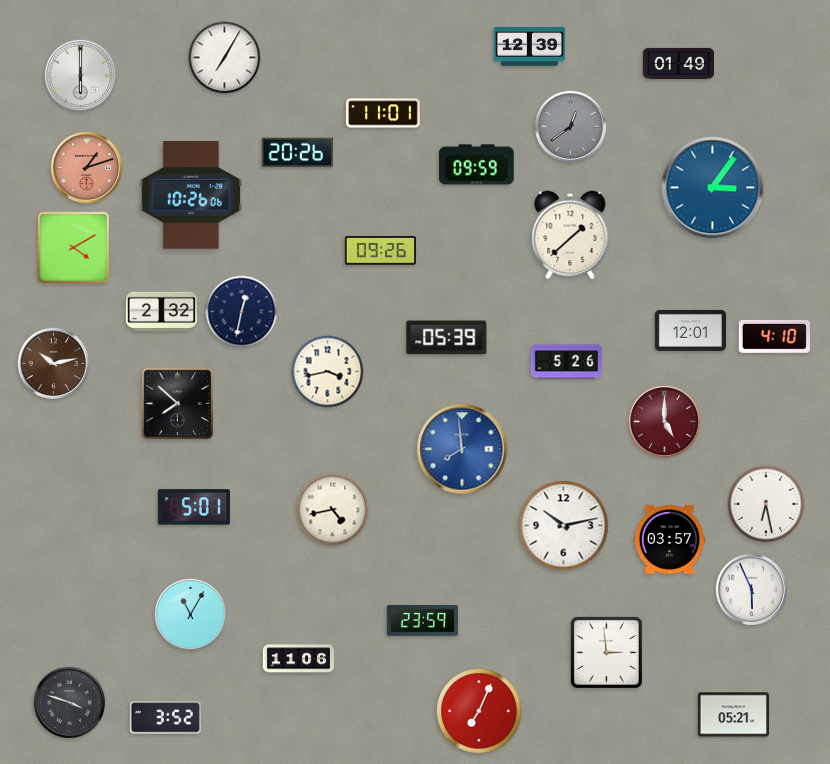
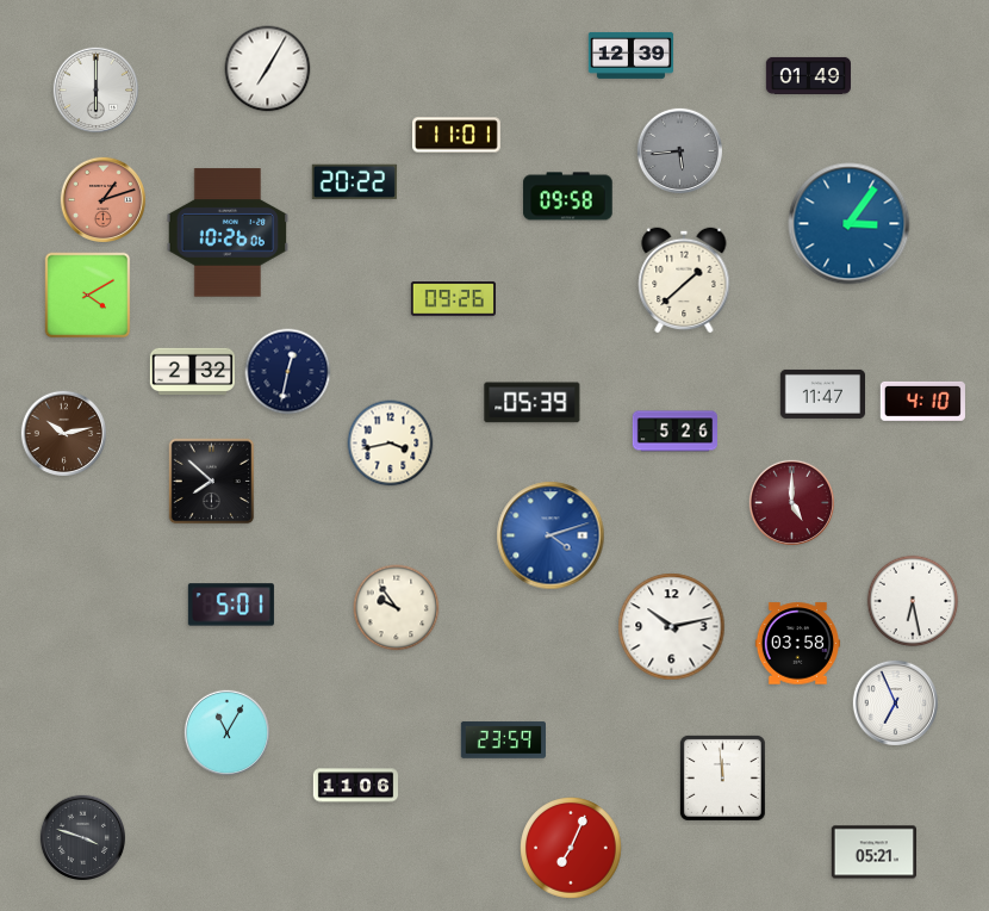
clock at (571, 127): 12:39 -> 5:44
clock at (297, 153): 20:26 -> 20:22
clock at (477, 165): 09:59 -> 09:58
clock at (570, 235) position: (570, 235) -> (684, 280)
clock at (690, 330): 12:01 -> 11:47
clock at (462, 449): 7:59 -> 4:12
clock at (333, 510): 4:43 -> 9:54
clock at (669, 540): 03:57 -> 03:58
clock at (752, 590): 5:56 -> 6:56
clock at (606, 652): 2:59 -> 11:59
clock at (165, 718): 3:52 -> none
